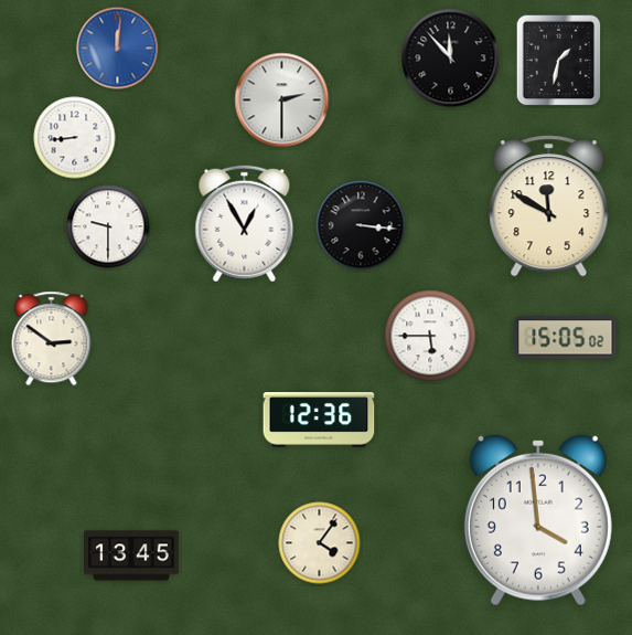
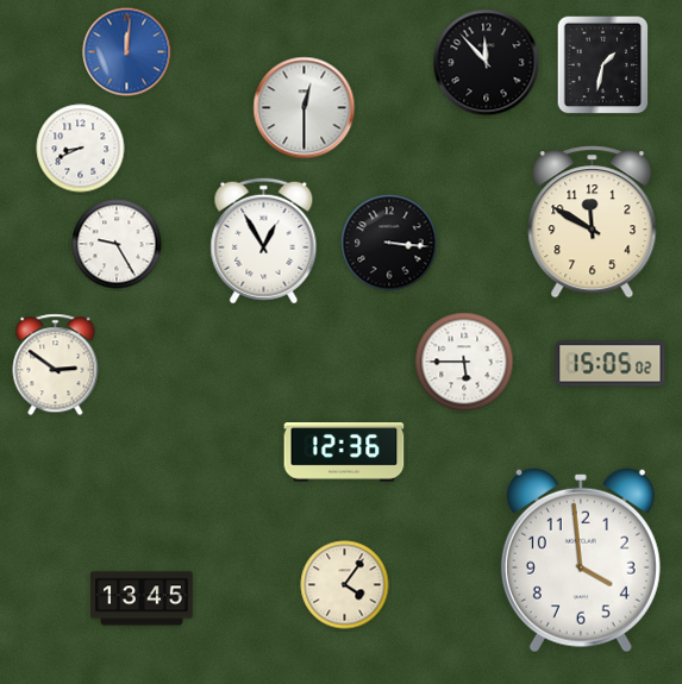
clock at (282, 100): 2:30 -> 12:30
clock at (75, 138): 8:44 -> 8:41
clock at (108, 226): 9:30 -> 9:25
